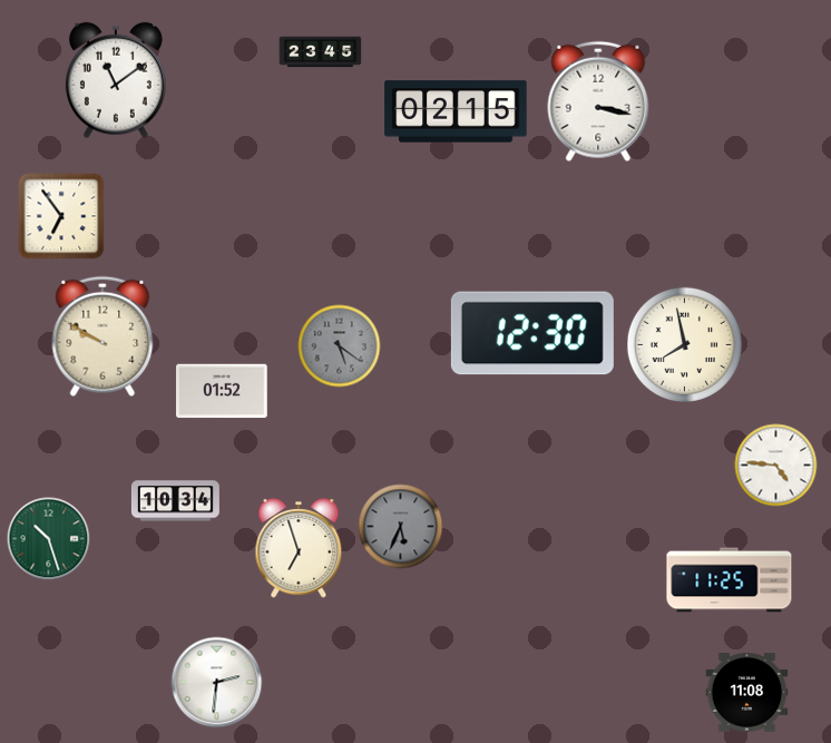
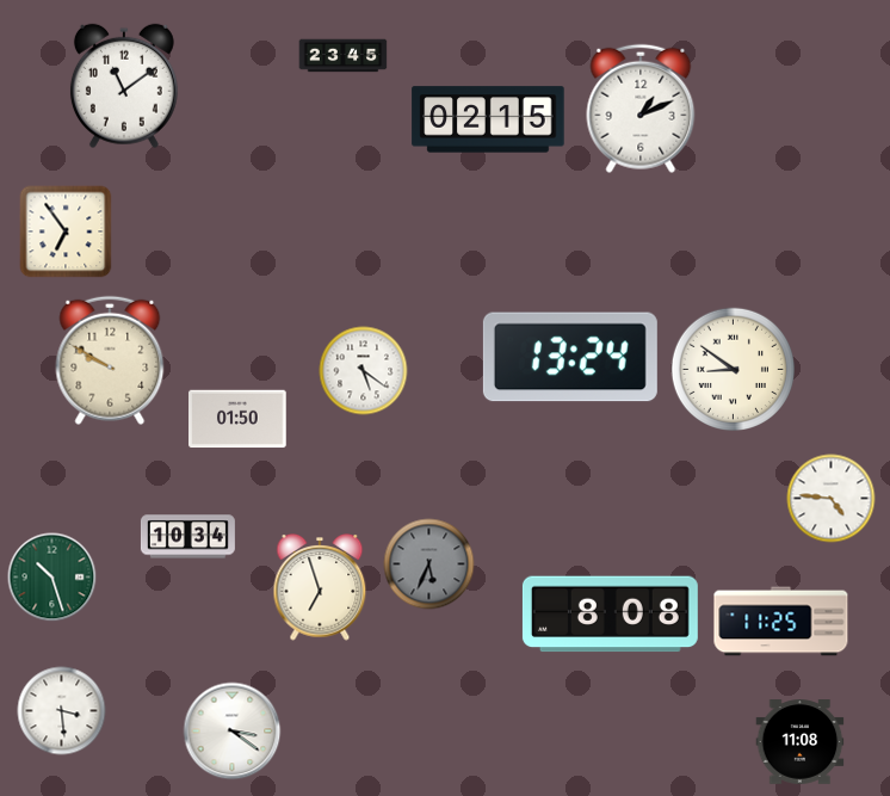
clock at (598, 101): 3:17 -> 1:11
clock at (532, 333): 12:30 -> 13:24
clock at (684, 344): 7:58 -> 8:51
clock at (340, 346) dial: grey -> white
clock at (222, 391): 01:52 -> 01:50
clock at (610, 615): none -> 8:08
clock at (62, 711): none -> 3:29
clock at (217, 683): 2:31 -> 3:21
